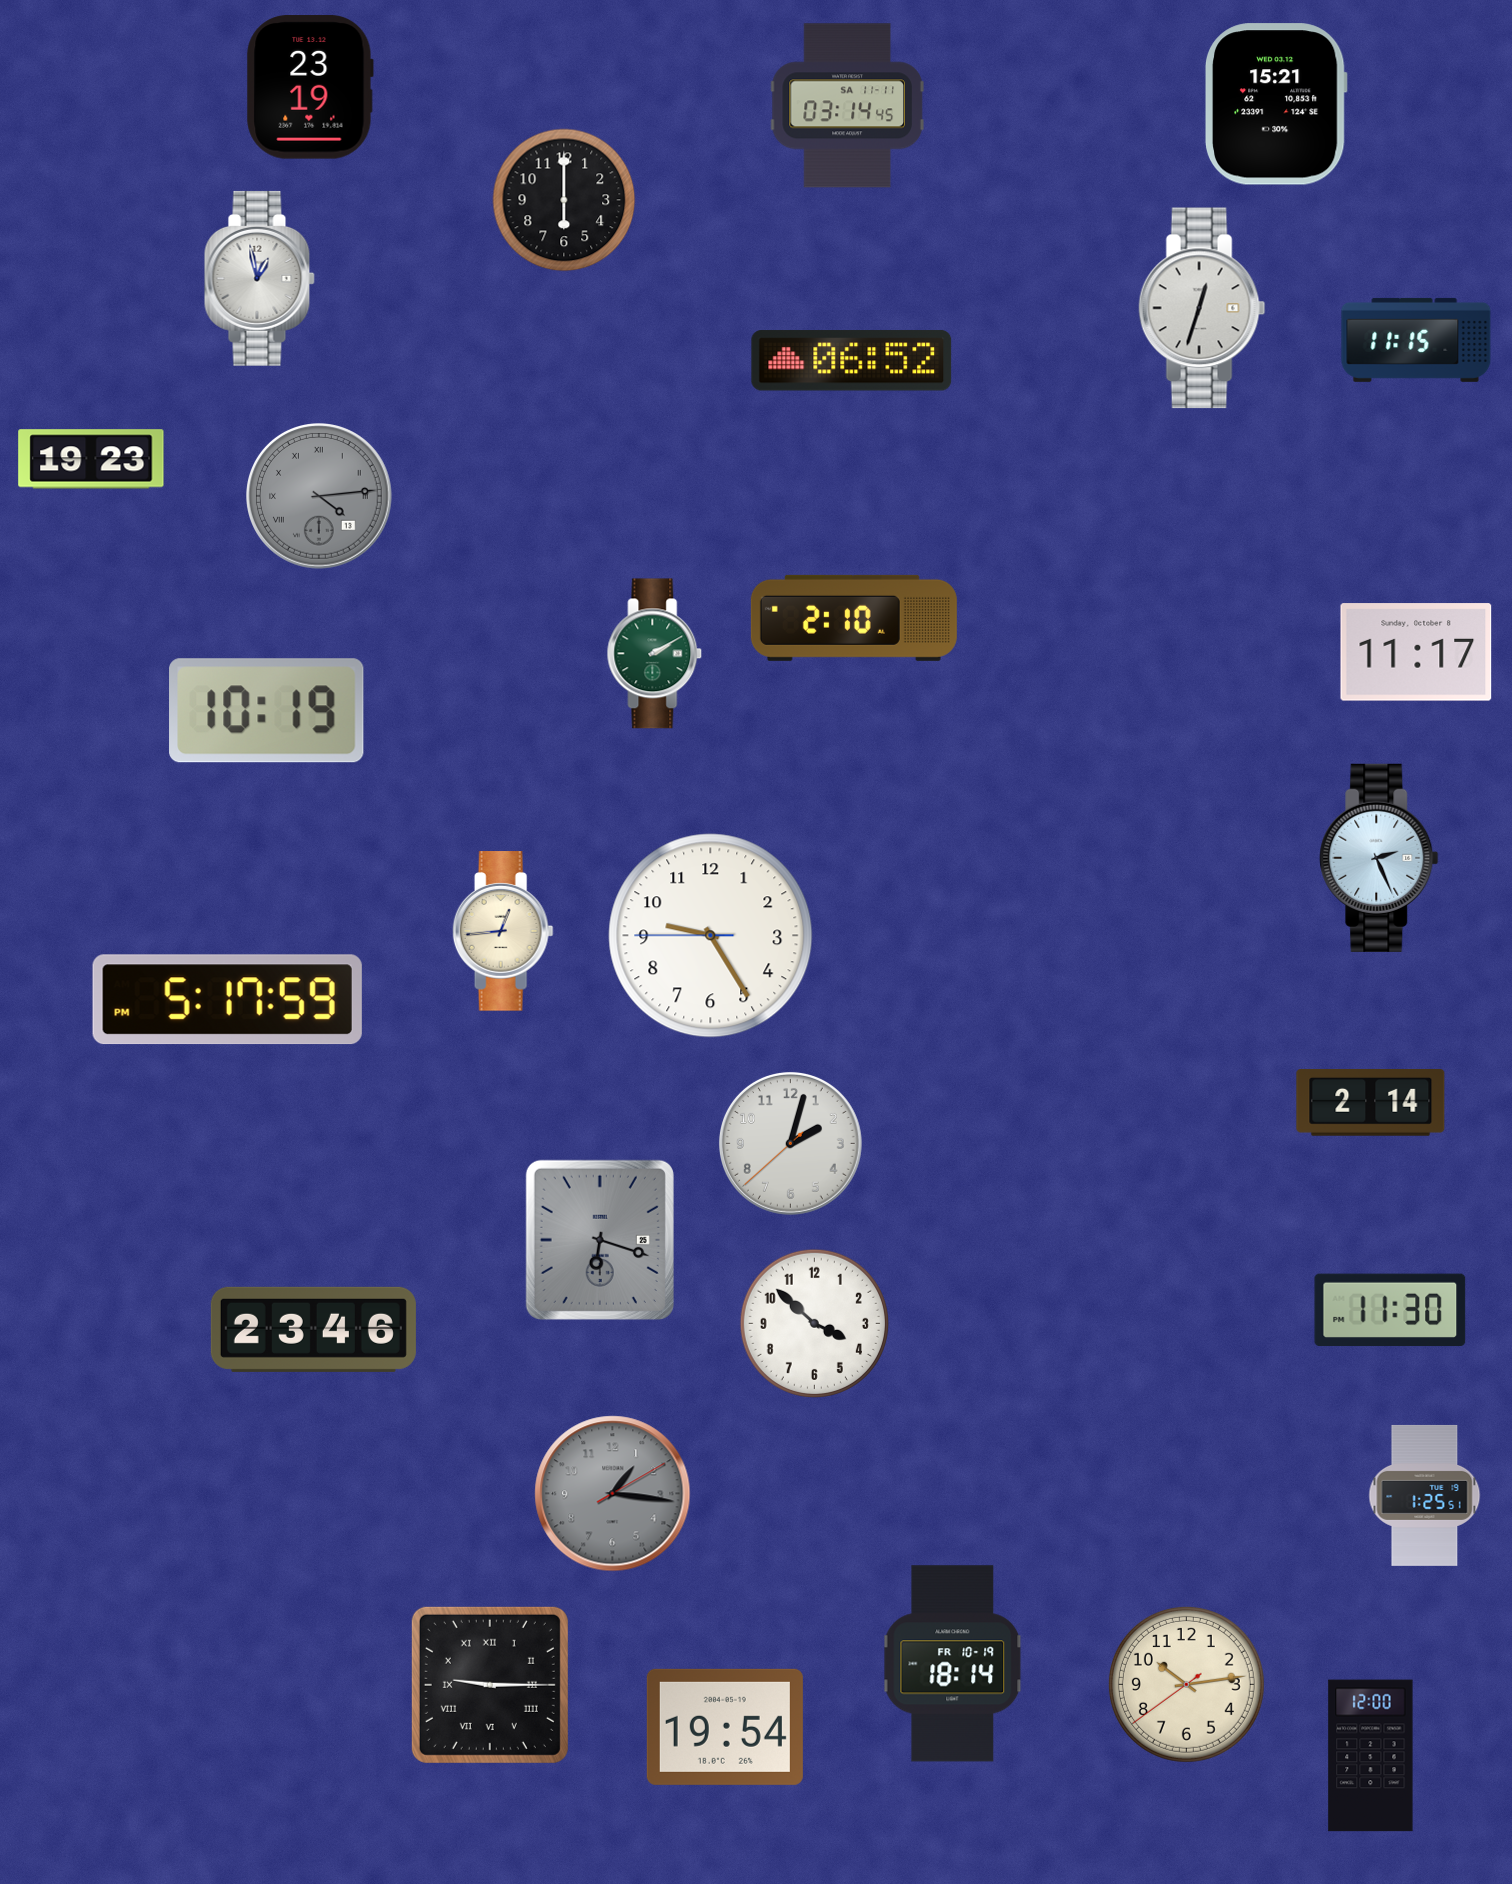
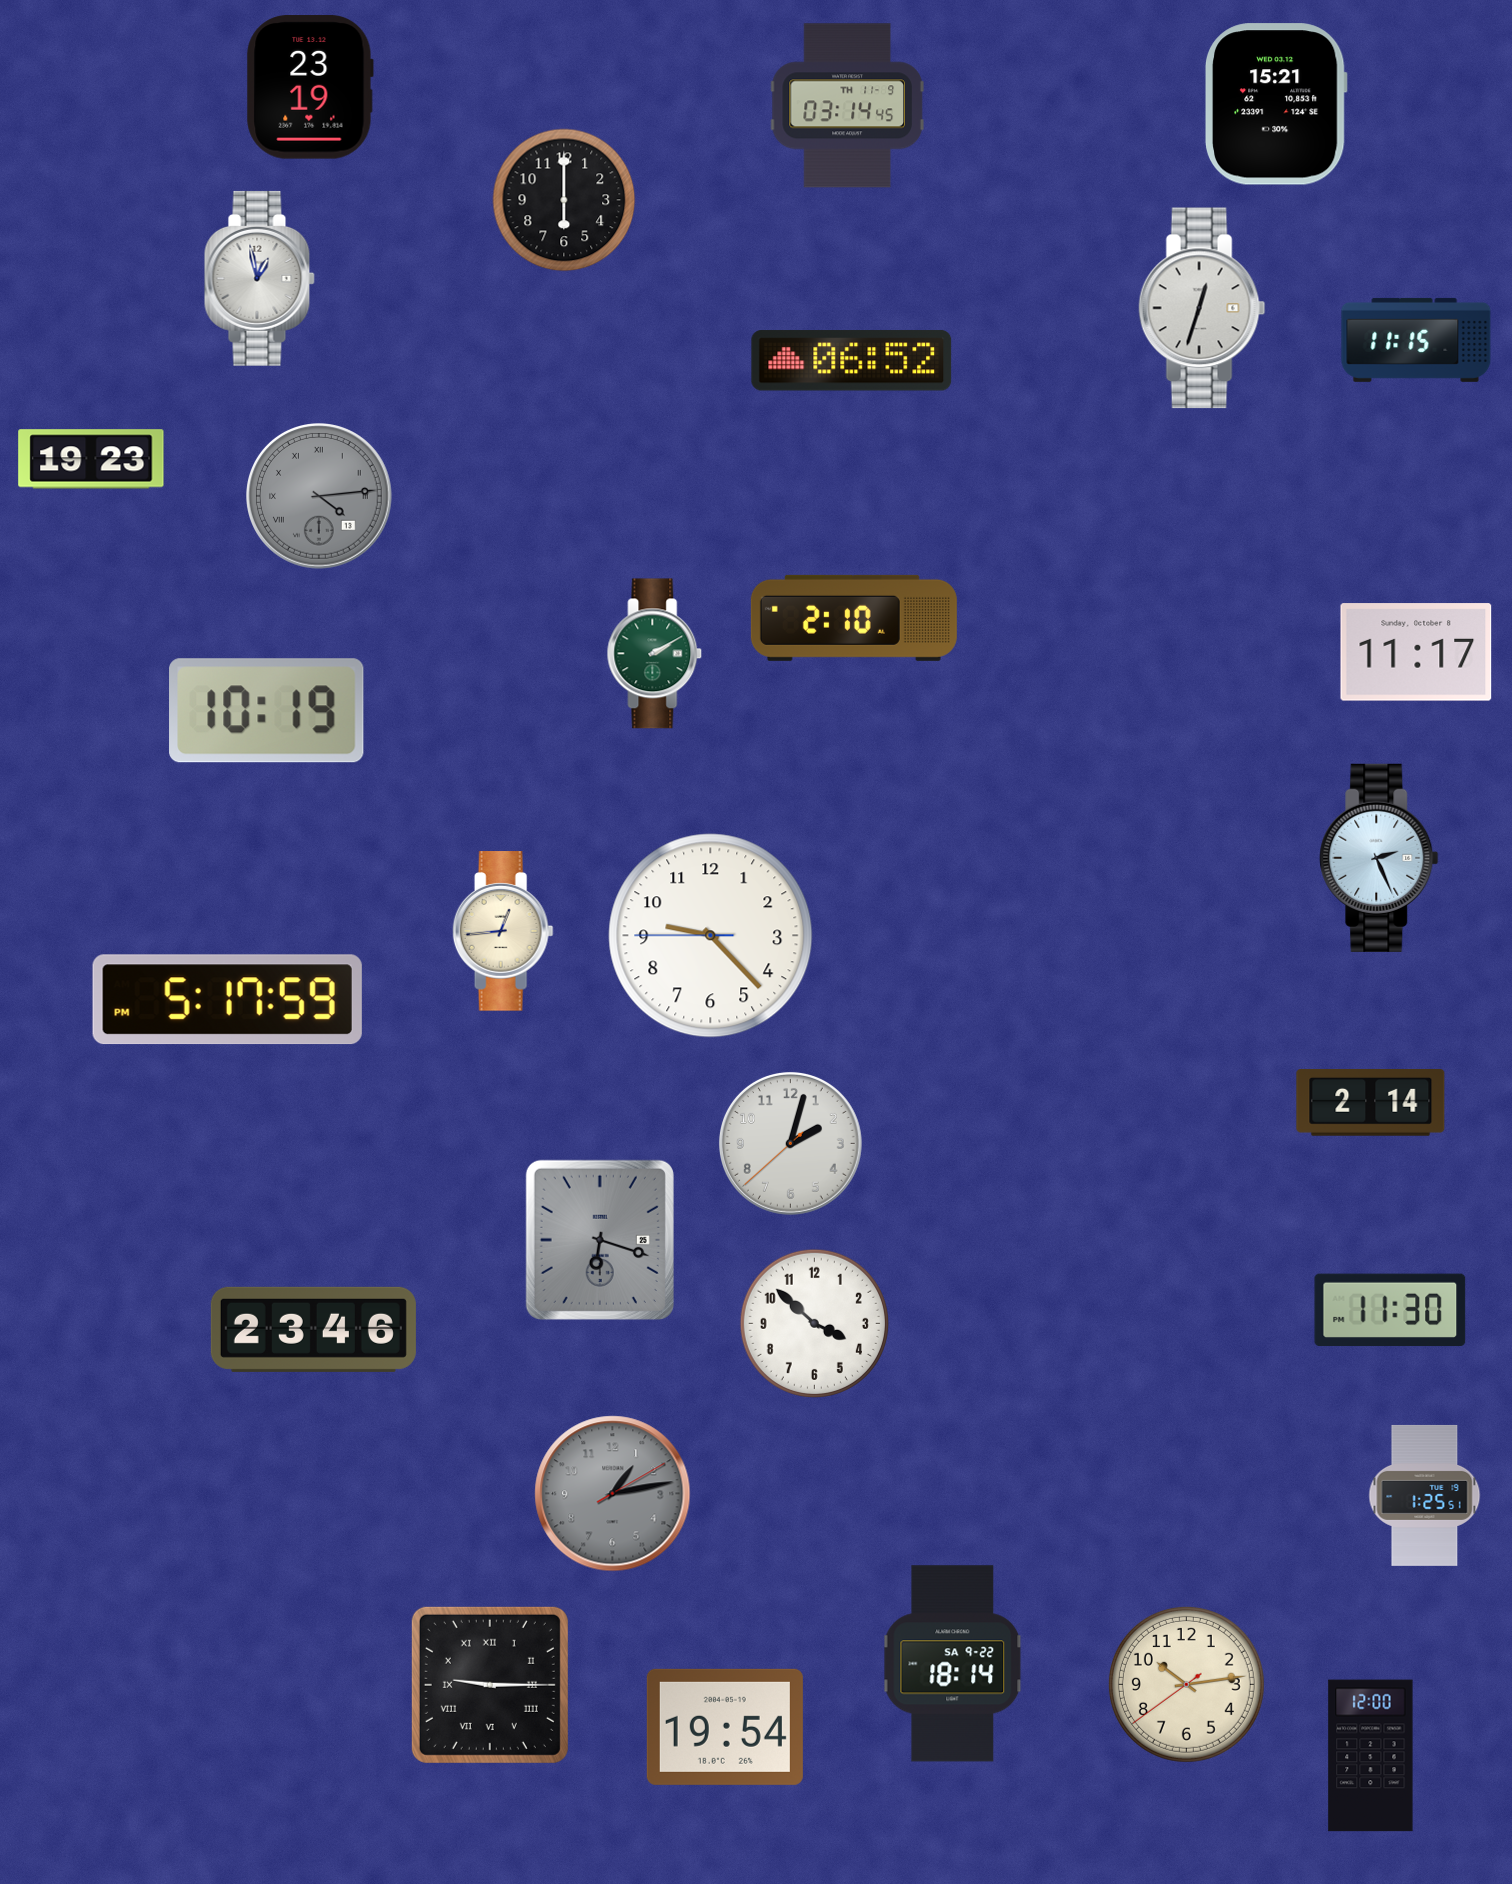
clock at (847, 106) date: SA 11-11 -> TH 11-9
clock at (711, 936): 9:24 -> 9:22
clock at (613, 1494): 1:16 -> 1:13
clock at (953, 1664) date: FR 10-19 -> SA 9-22
